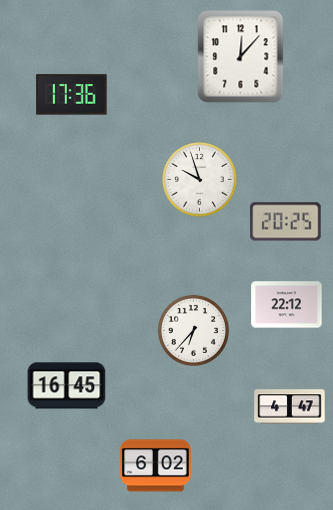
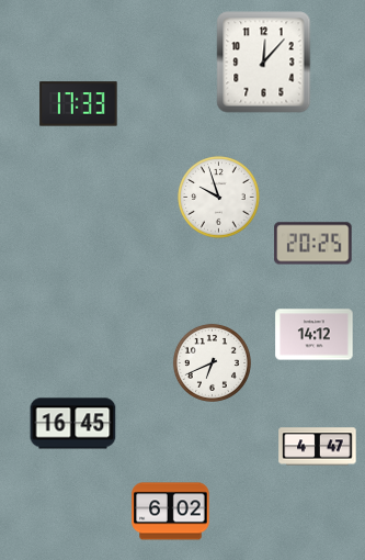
clock at (72, 95): 17:36 -> 17:33
clock at (287, 305): 22:12 -> 14:12
clock at (193, 330): 6:37 -> 6:41
